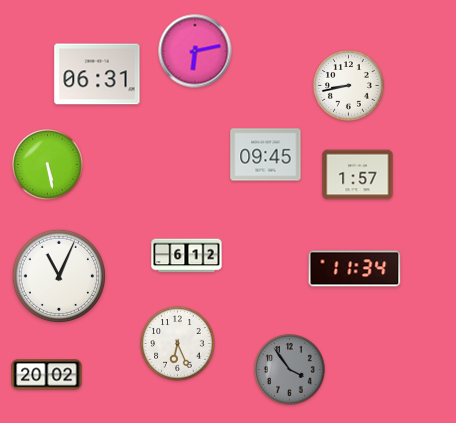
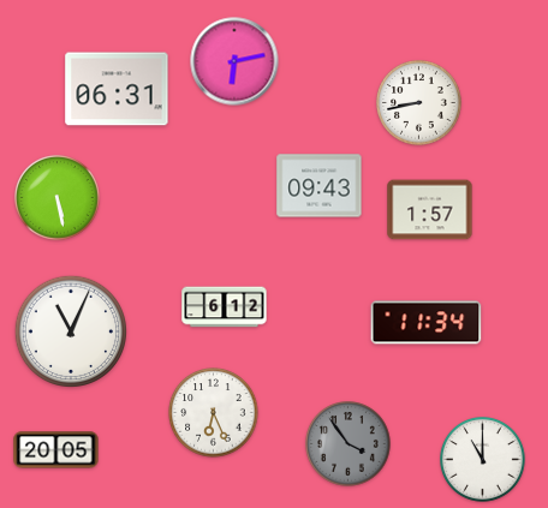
clock at (266, 155): 09:45 -> 09:43
clock at (47, 375): 20:02 -> 20:05
clock at (483, 460): none -> 11:00
